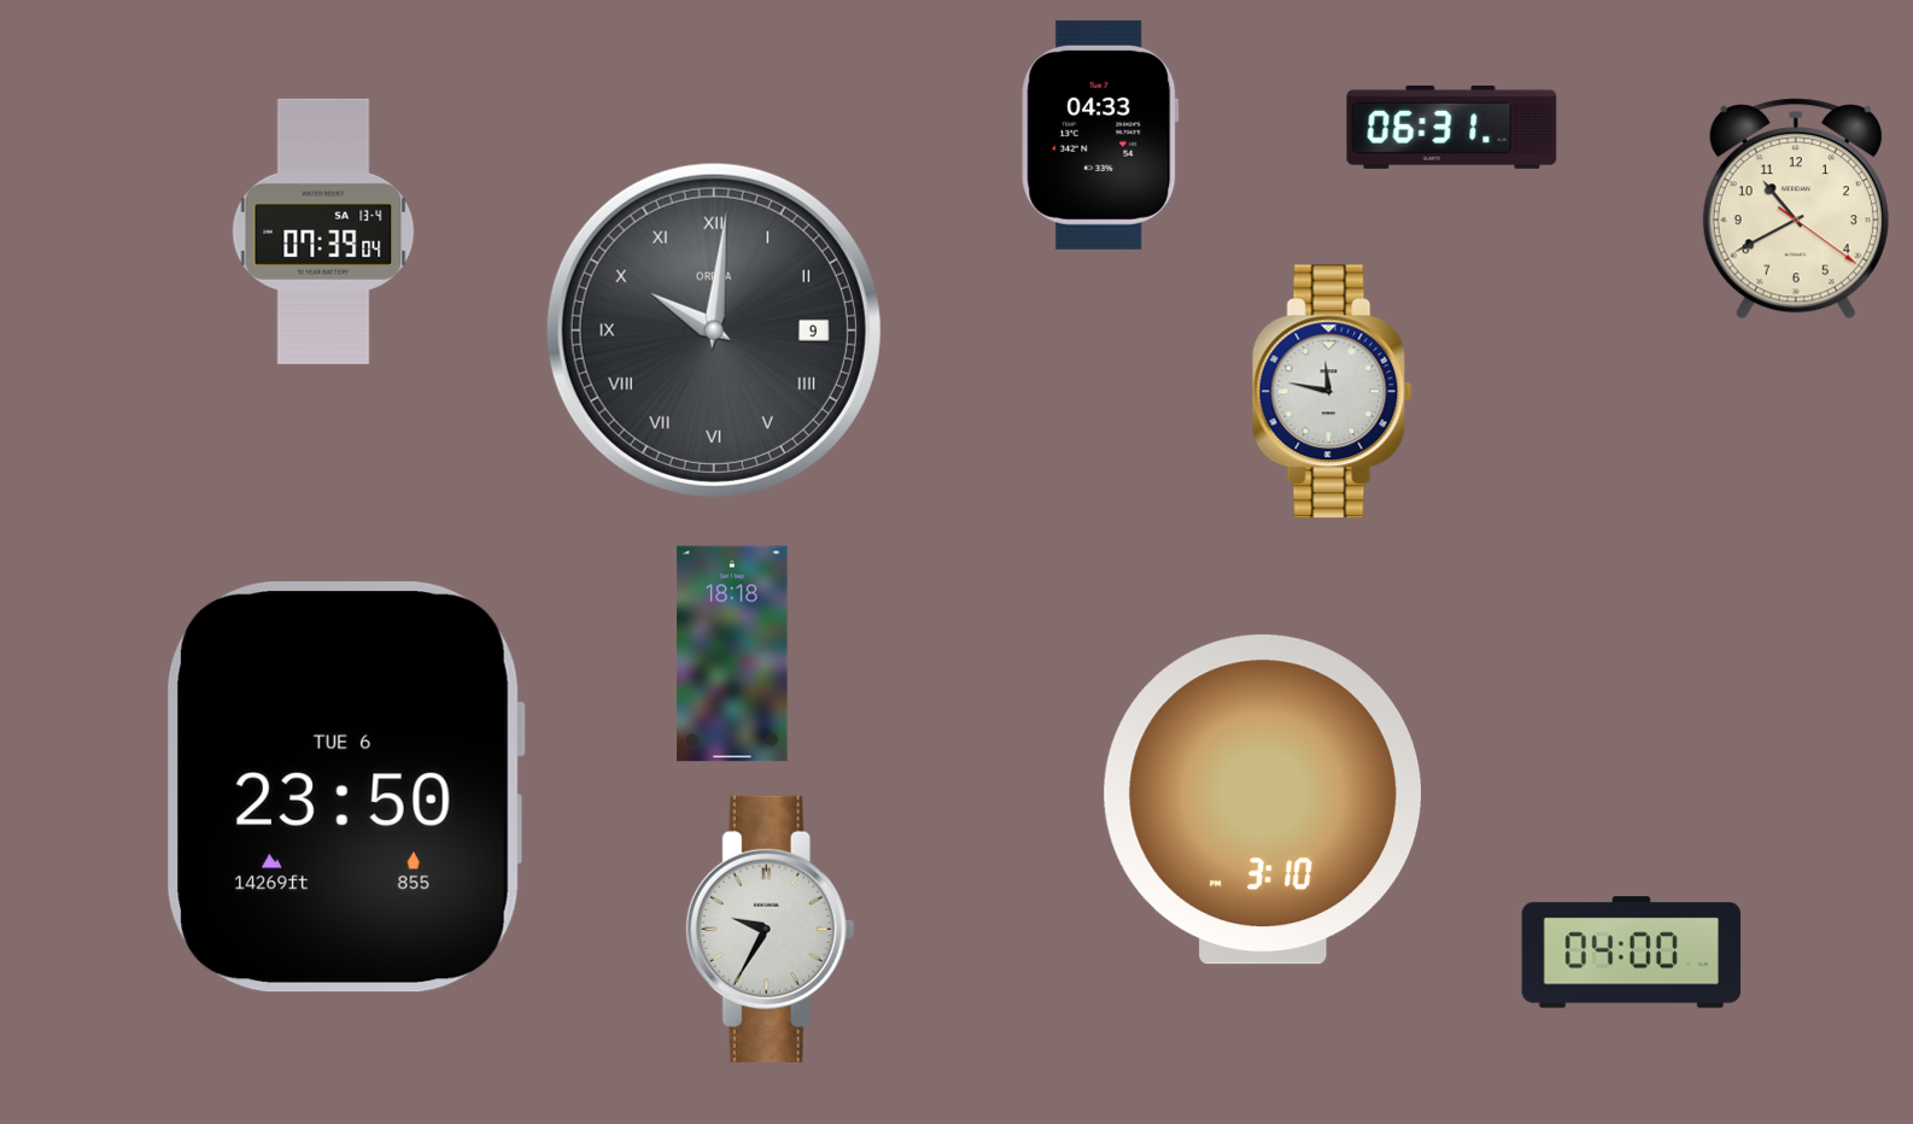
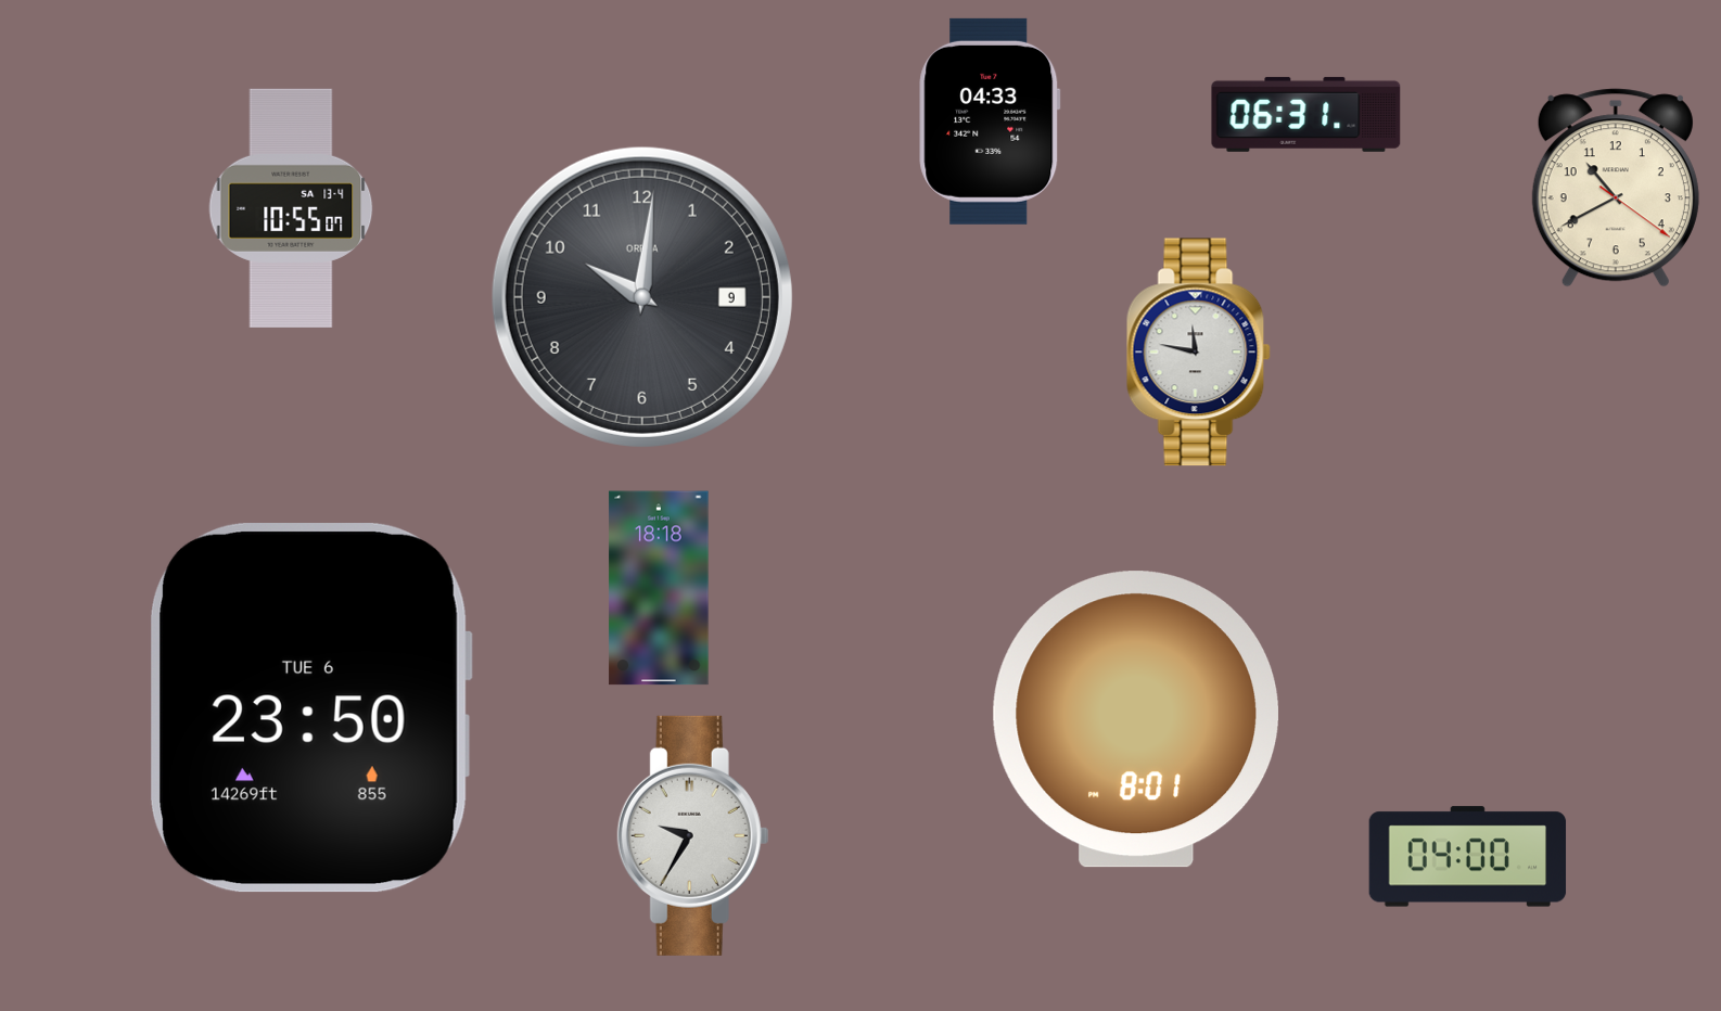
clock at (323, 232): 07:39 -> 10:55
clock at (714, 330) numerals: Roman -> Arabic
clock at (1263, 800): 3:10 -> 8:01
